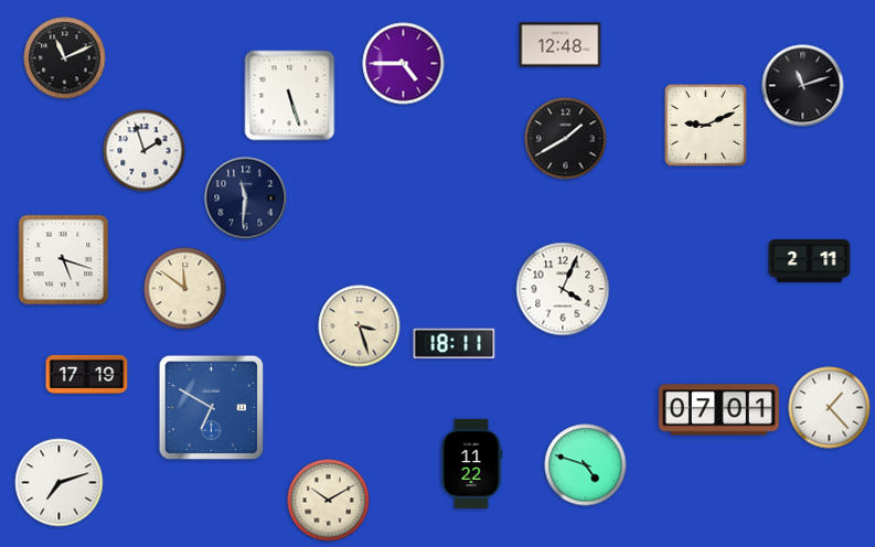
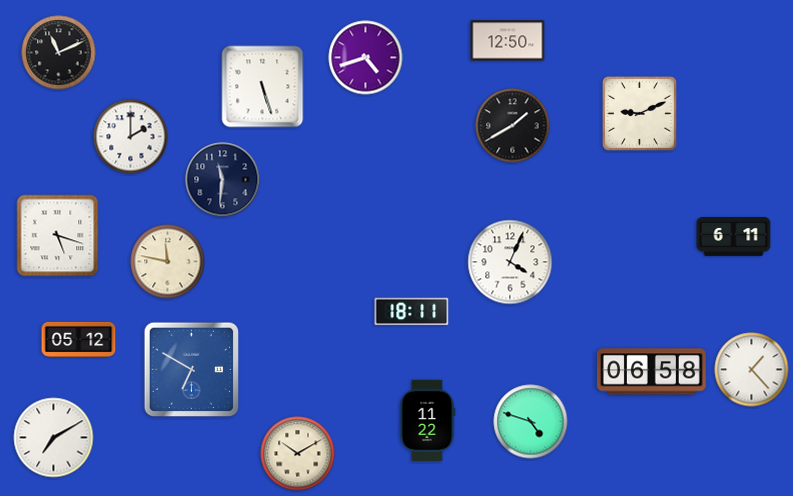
clock at (561, 45): 12:48 -> 12:50
clock at (404, 64): 4:45 -> 4:42
clock at (803, 86): 11:12 -> none
clock at (145, 151): 1:57 -> 2:00
clock at (810, 261): 2:11 -> 6:11
clock at (185, 289): 11:51 -> 11:47
clock at (360, 326): 3:27 -> none
clock at (87, 374): 17:19 -> 05:12
clock at (718, 410): 07:01 -> 06:58
clock at (60, 483): 7:12 -> 7:10
